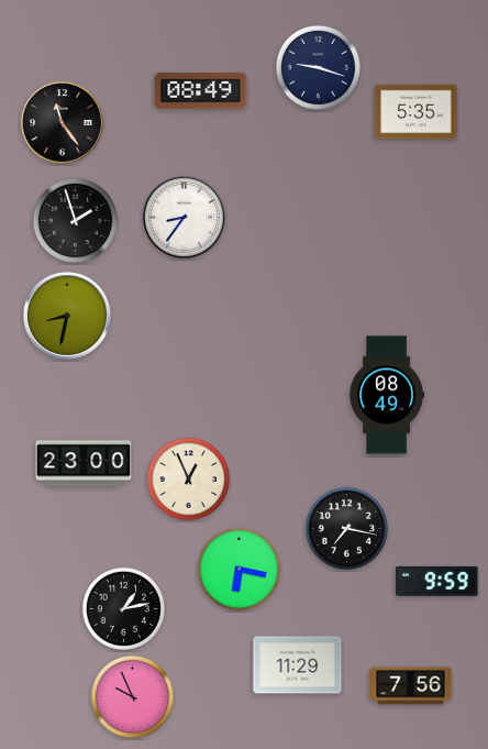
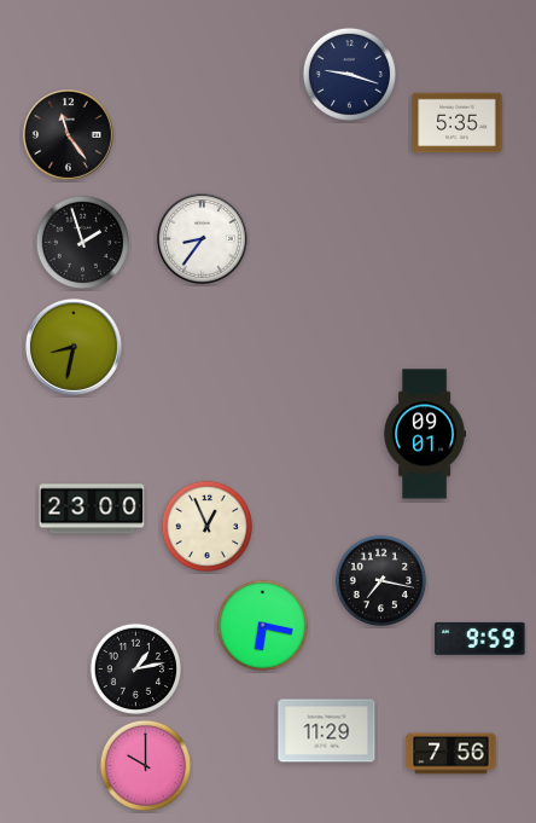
clock at (201, 91): 08:49 -> none
clock at (387, 395): 08:49 -> 09:01
clock at (132, 696): 9:56 -> 10:00
